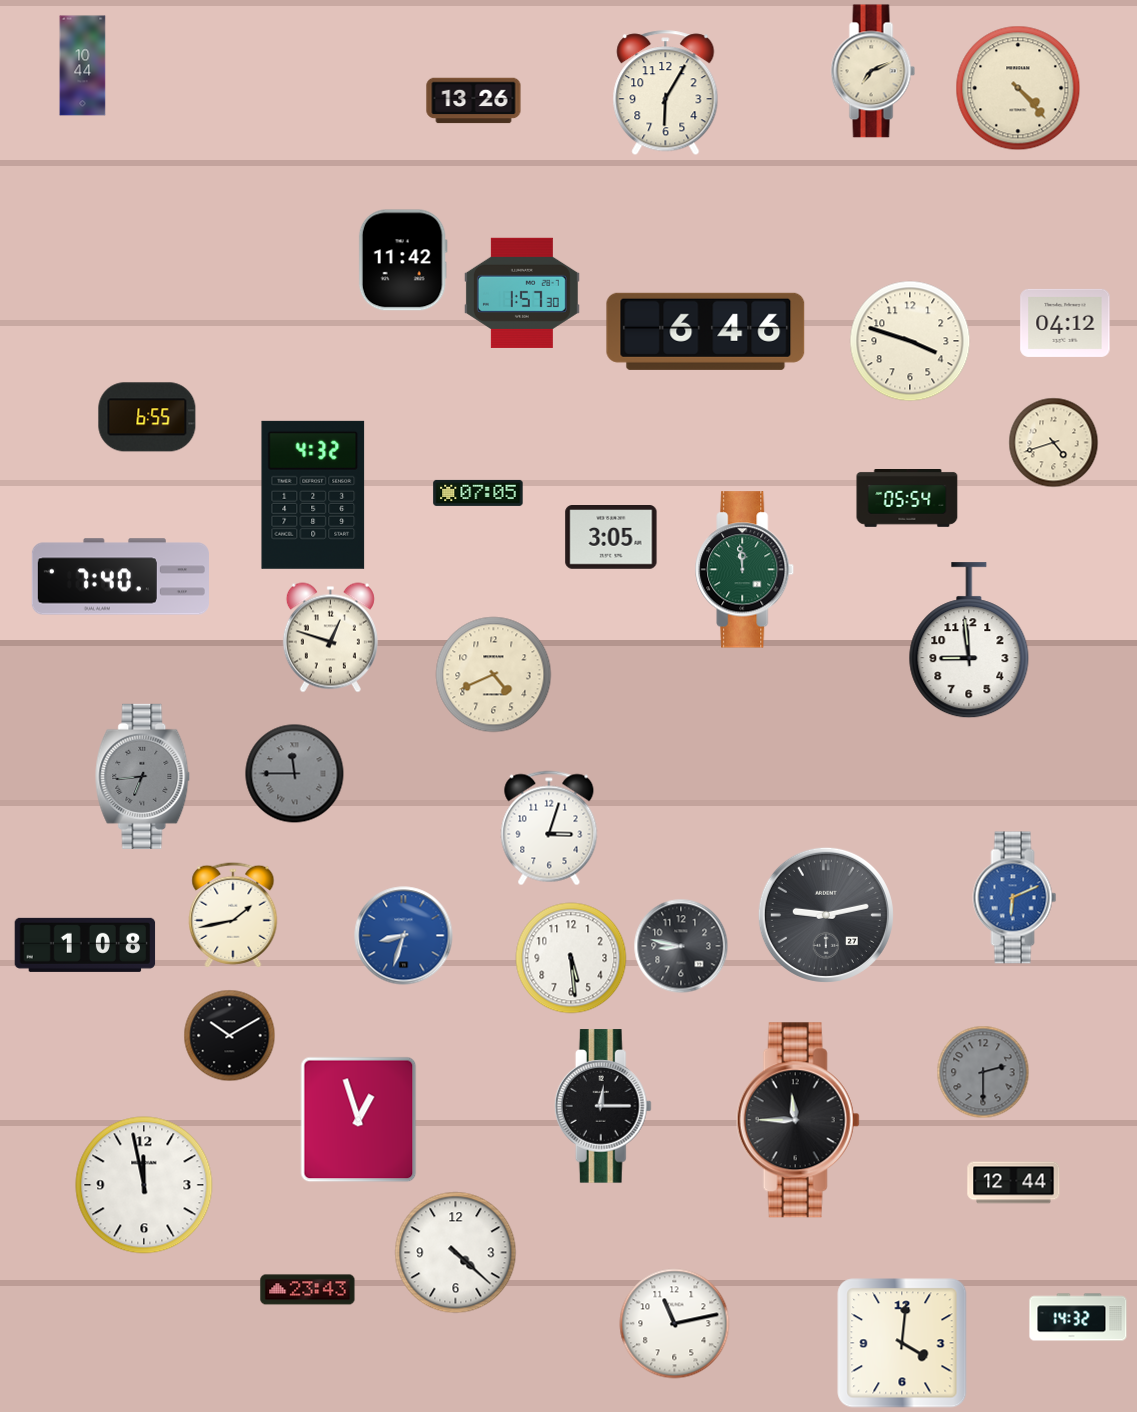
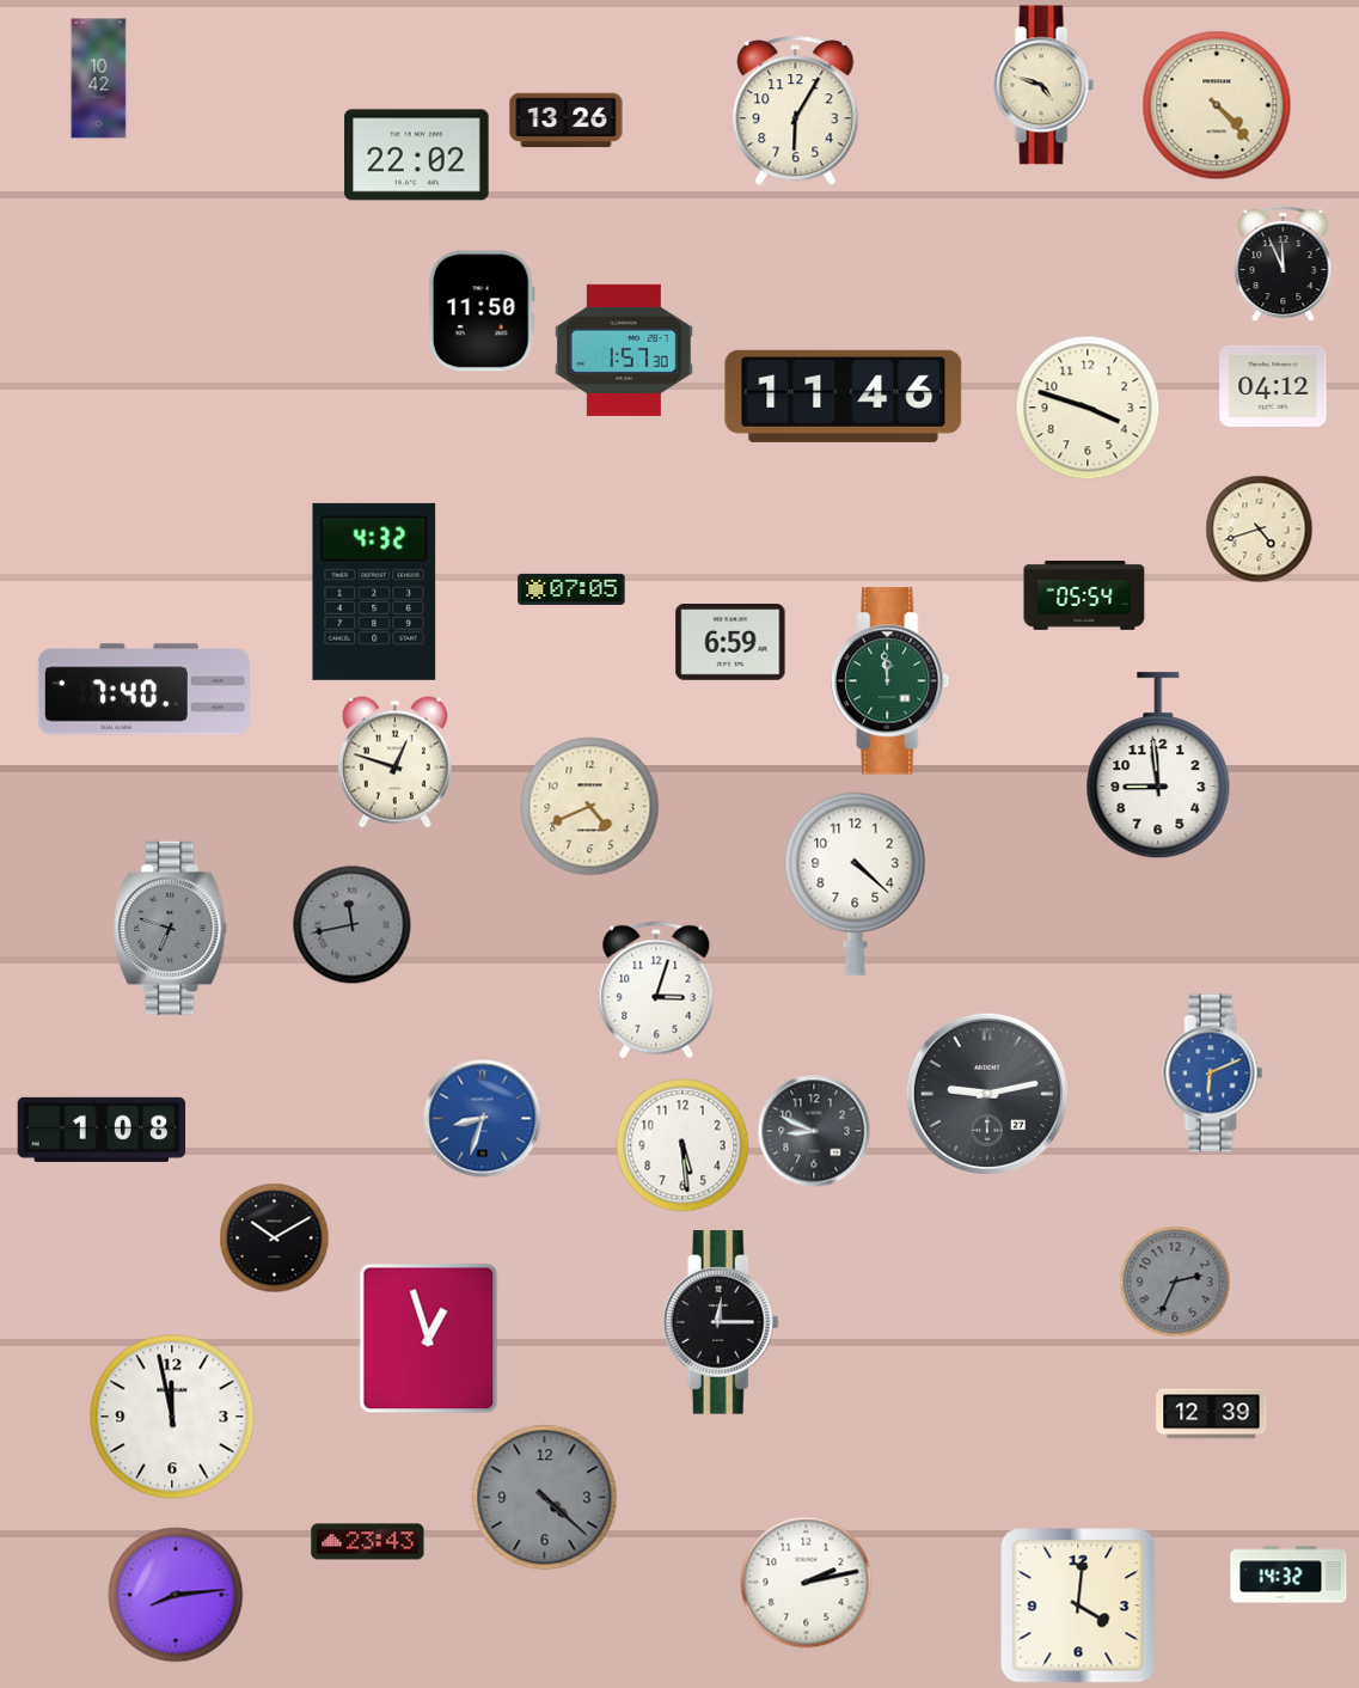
clock at (83, 66): 10:44 -> 10:42
clock at (873, 71): 7:11 -> 4:48
clock at (417, 155): none -> 22:02
clock at (1284, 264): none -> 11:56
clock at (403, 260): 11:42 -> 11:50
clock at (706, 331): 6:46 -> 11:46
clock at (147, 417): 6:55 -> none
clock at (611, 538): 3:05 -> 6:59
clock at (856, 883): none -> 4:22
clock at (295, 774): 11:45 -> 11:43
clock at (143, 776): 6:44 -> 6:48
clock at (233, 915): 1:43 -> none
clock at (681, 946): 8:47 -> 8:49
clock at (983, 1072): 2:30 -> 2:34
clock at (798, 1120): 11:45 -> none
clock at (1014, 1183): 12:44 -> 12:39
clock at (456, 1253) dial: white -> grey
clock at (675, 1324): 11:13 -> 2:13
clock at (176, 1595): none -> 8:14
